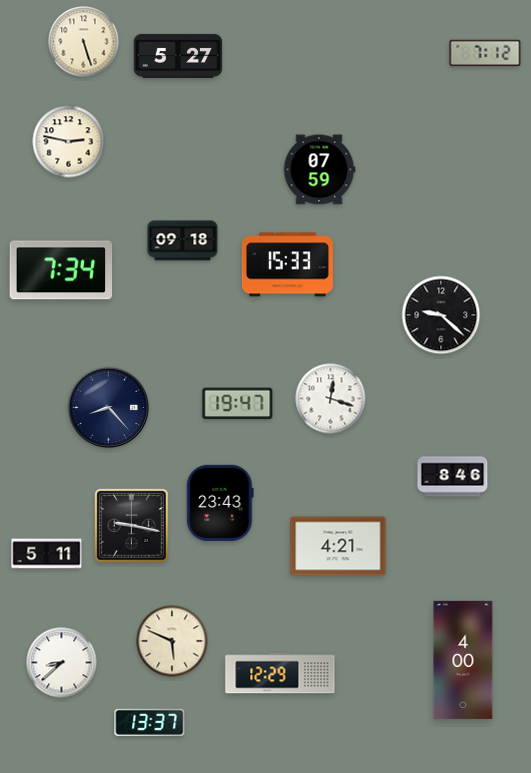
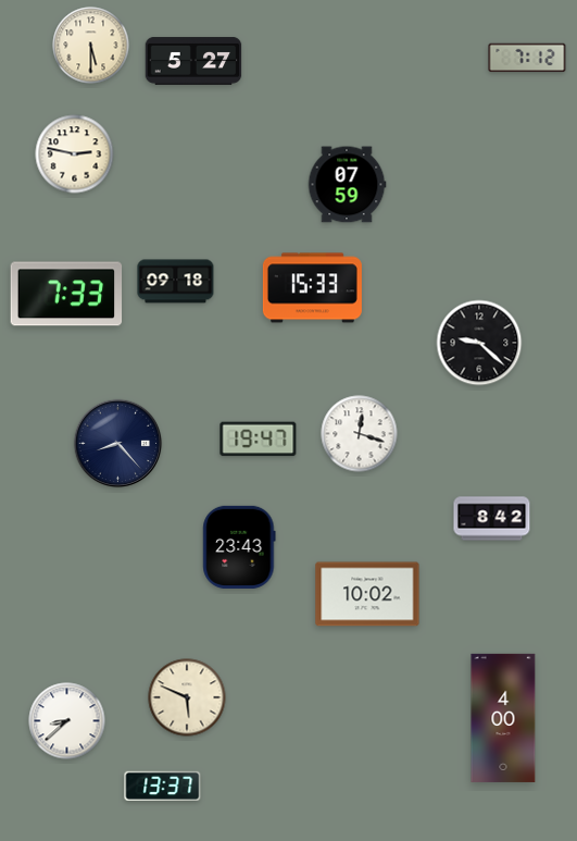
clock at (84, 42): 5:27 -> 5:30
clock at (183, 241) position: (183, 241) -> (176, 282)
clock at (61, 270): 7:34 -> 7:33
clock at (453, 477): 8:46 -> 8:42
clock at (132, 526): 9:17 -> none
clock at (338, 546): 4:21 -> 10:02
clock at (47, 554): 5:11 -> none
clock at (280, 673): 12:29 -> none
